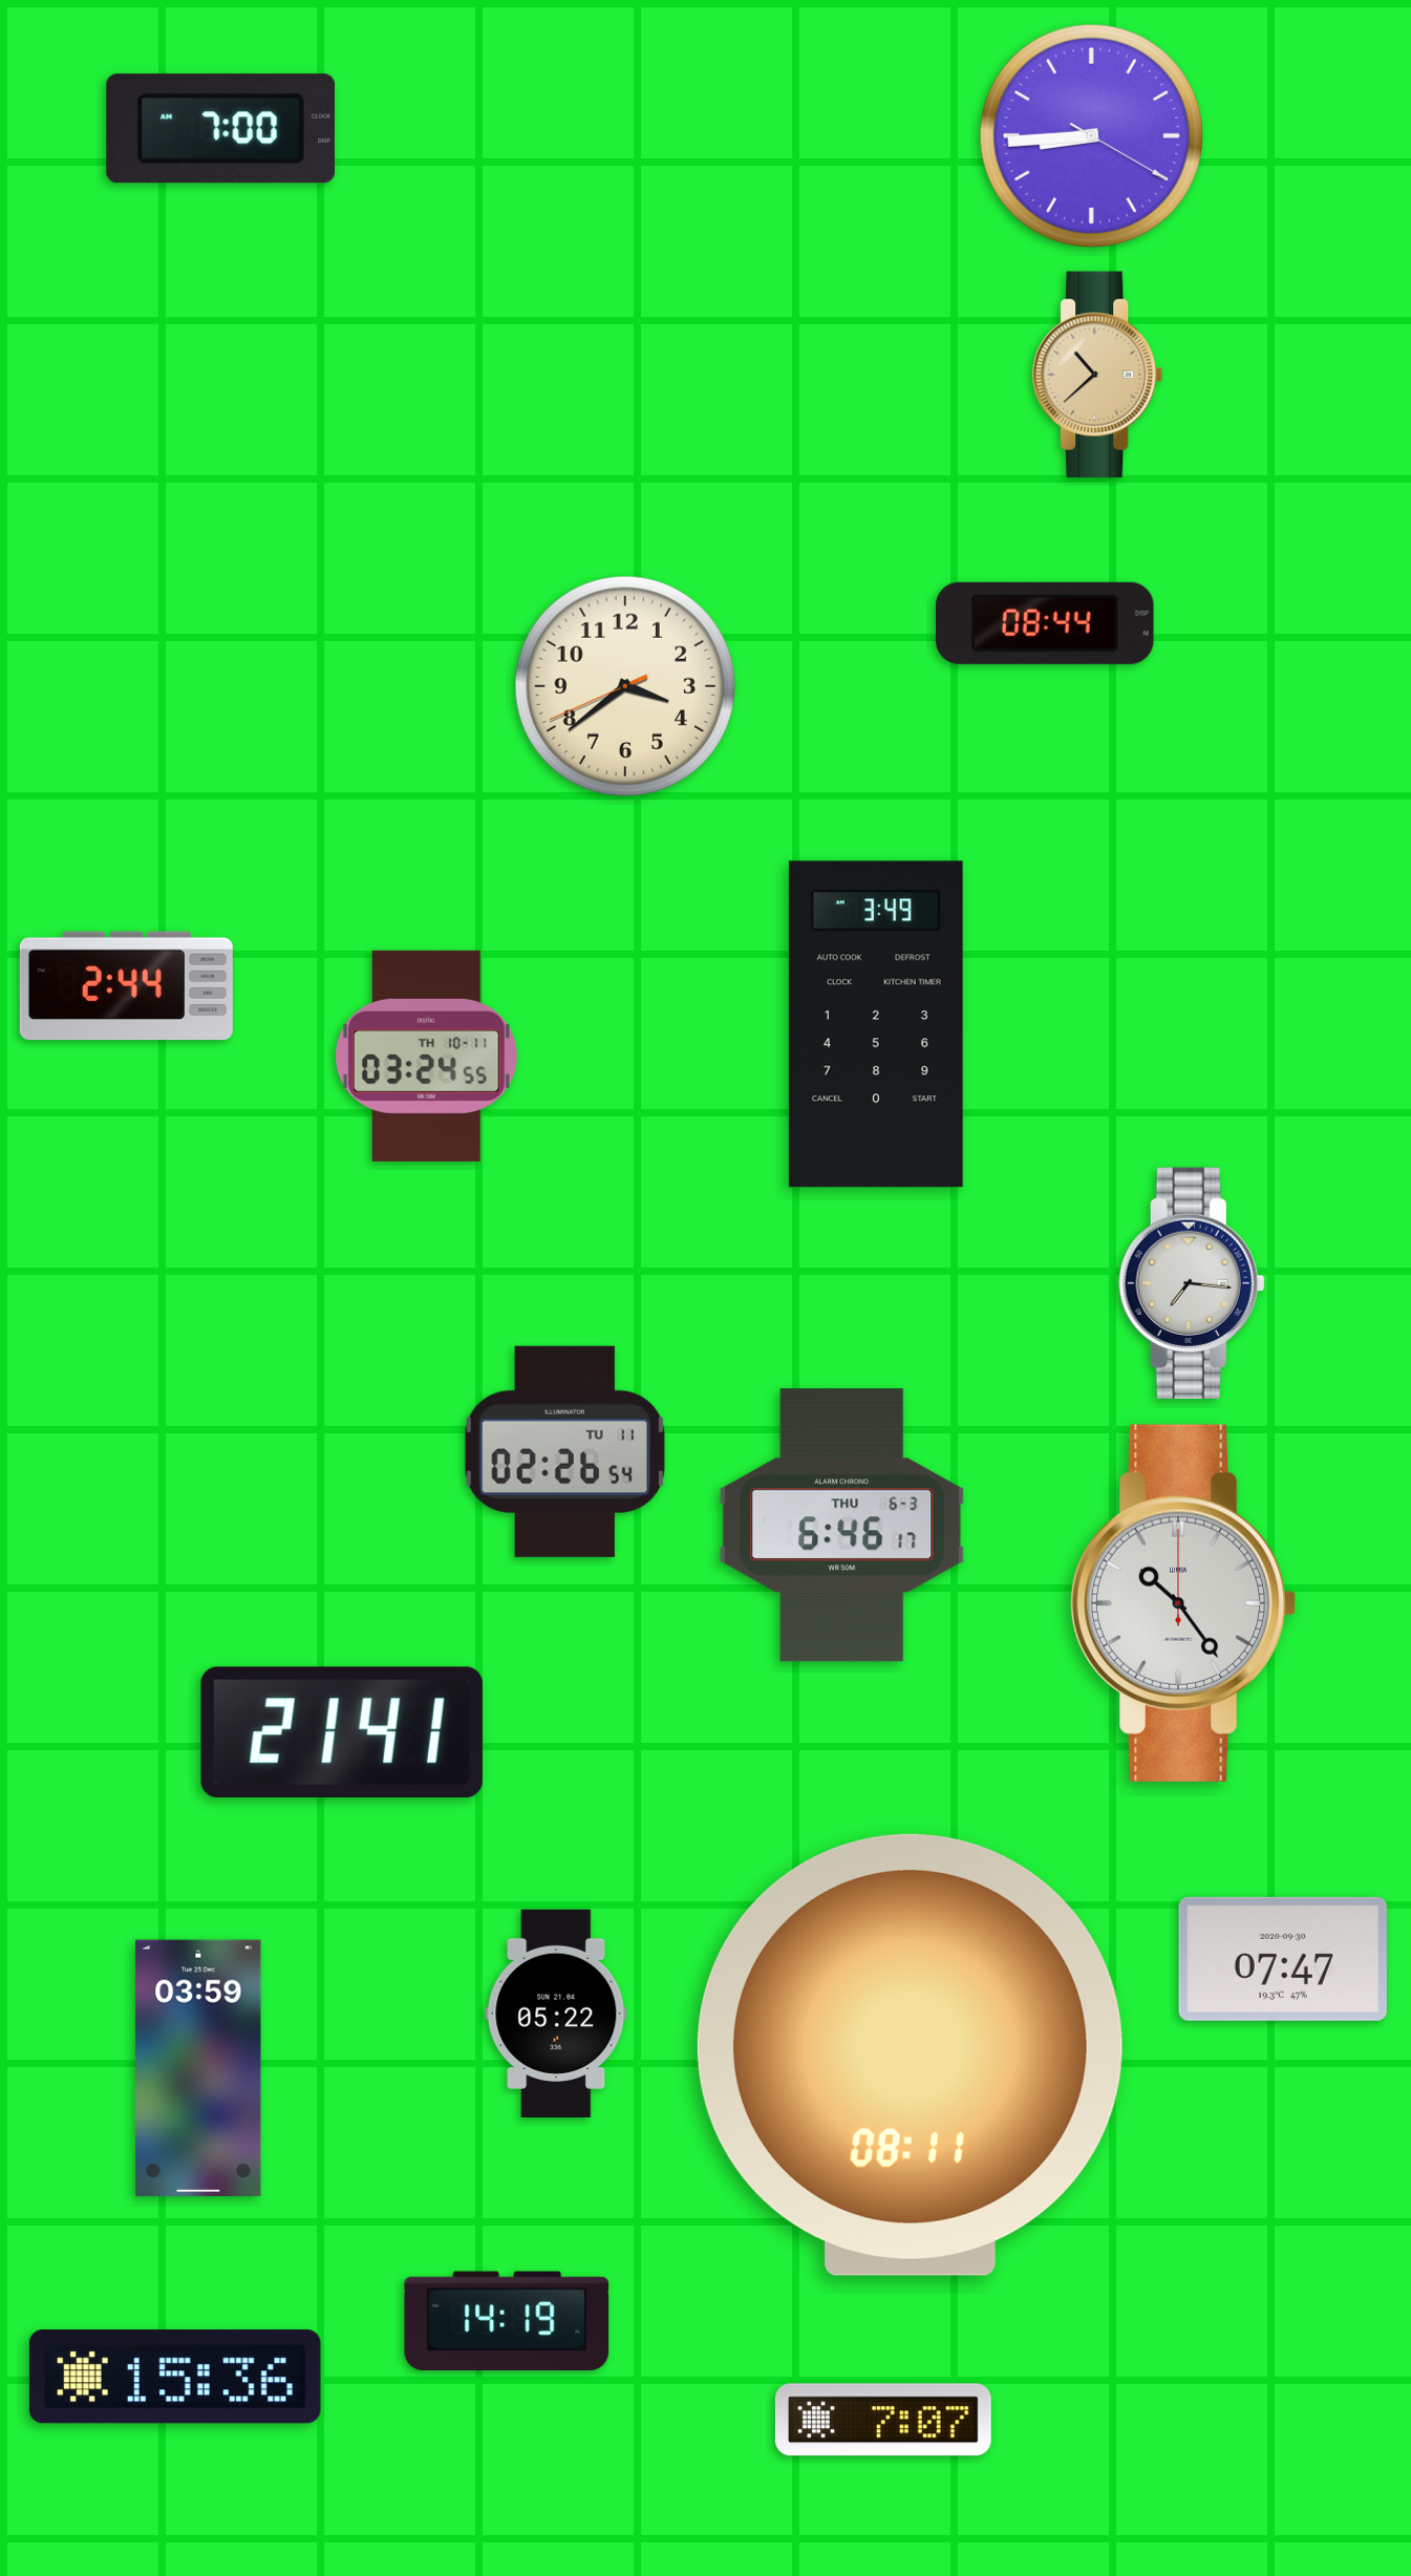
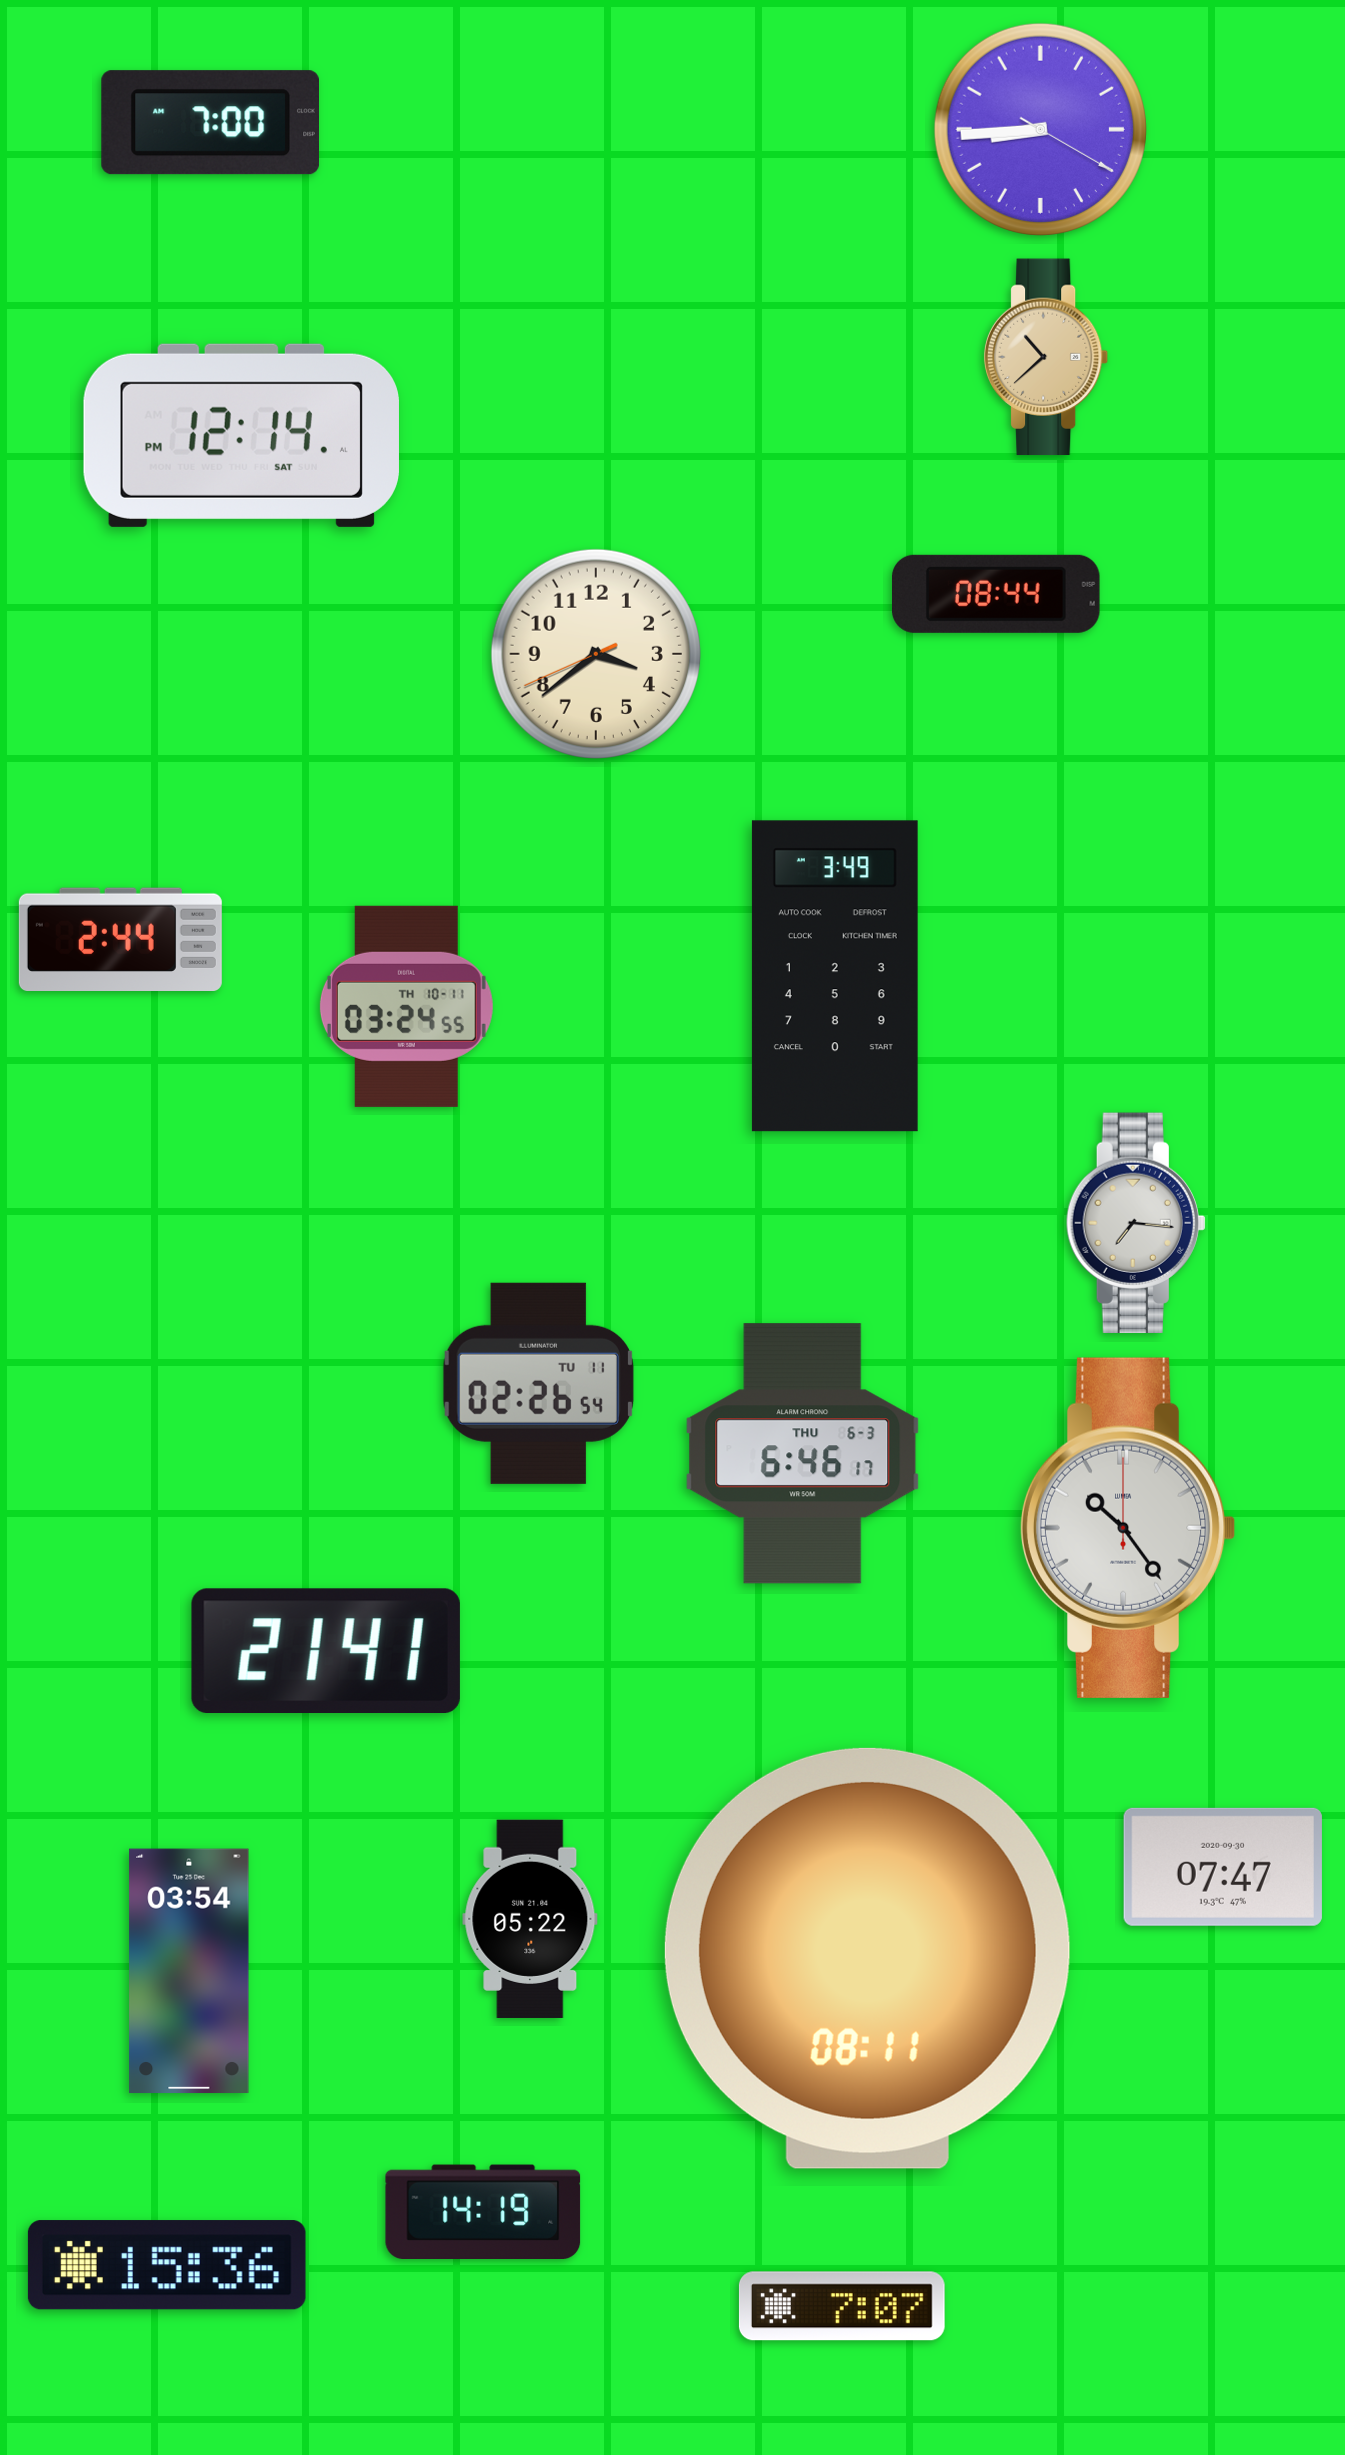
clock at (241, 435): none -> 12:14
clock at (198, 2068): 03:59 -> 03:54
